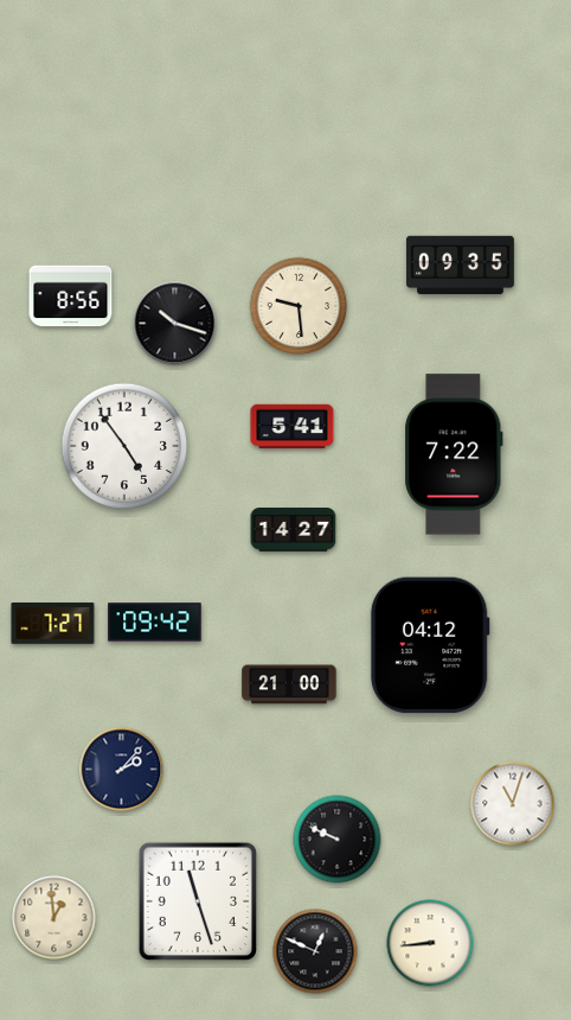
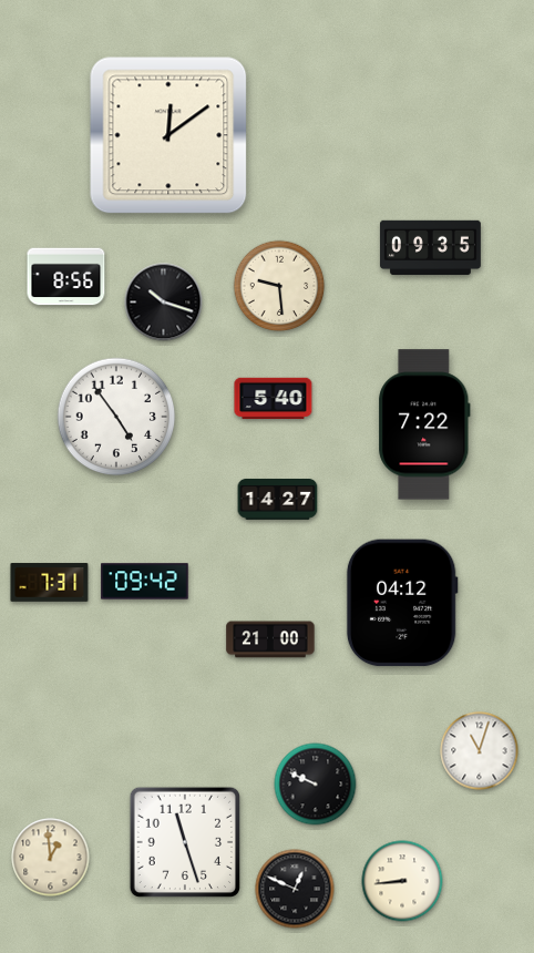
clock at (168, 135): none -> 12:09
clock at (293, 427): 5:41 -> 5:40
clock at (294, 530) position: (294, 530) -> (278, 500)
clock at (53, 624): 7:27 -> 7:31
clock at (122, 770): 2:07 -> none
